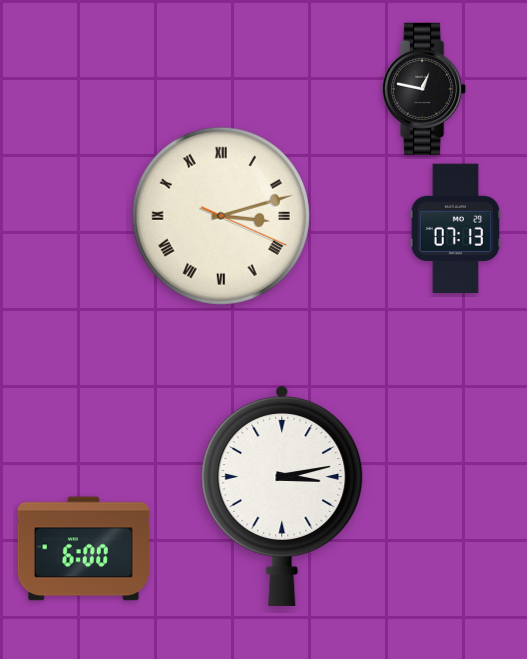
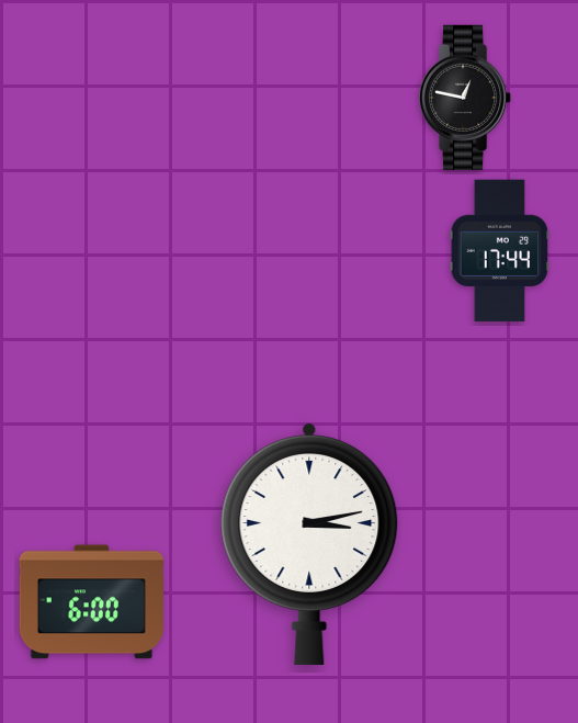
clock at (221, 216): 3:12 -> none
clock at (456, 229): 07:13 -> 17:44
